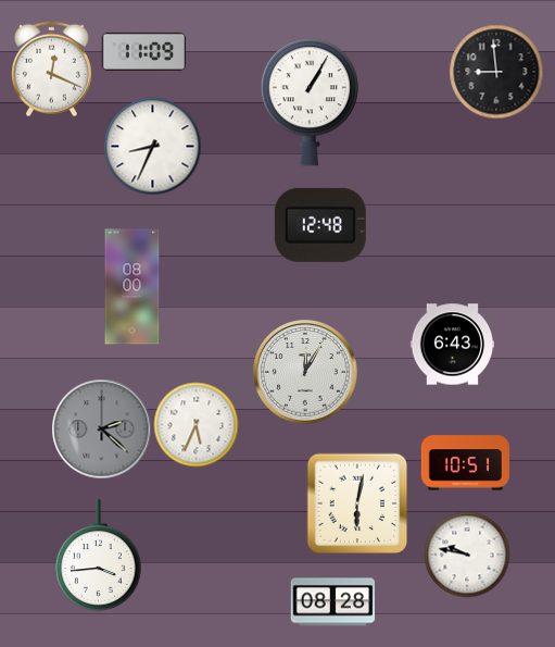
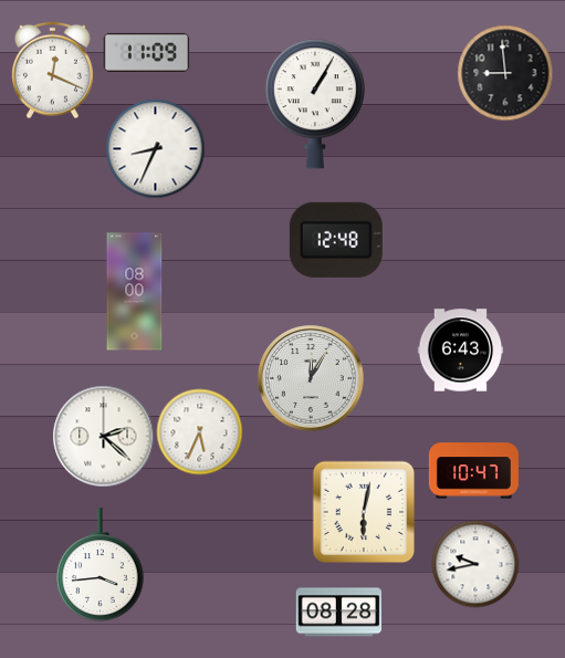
clock at (320, 225) position: (320, 225) -> (336, 240)
clock at (101, 428) dial: grey -> white
clock at (465, 463): 10:51 -> 10:47
clock at (467, 555): 9:47 -> 9:43
